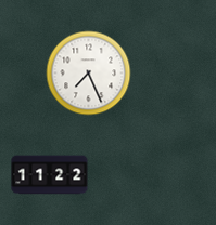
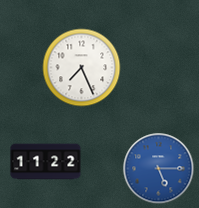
clock at (159, 169): none -> 5:15
